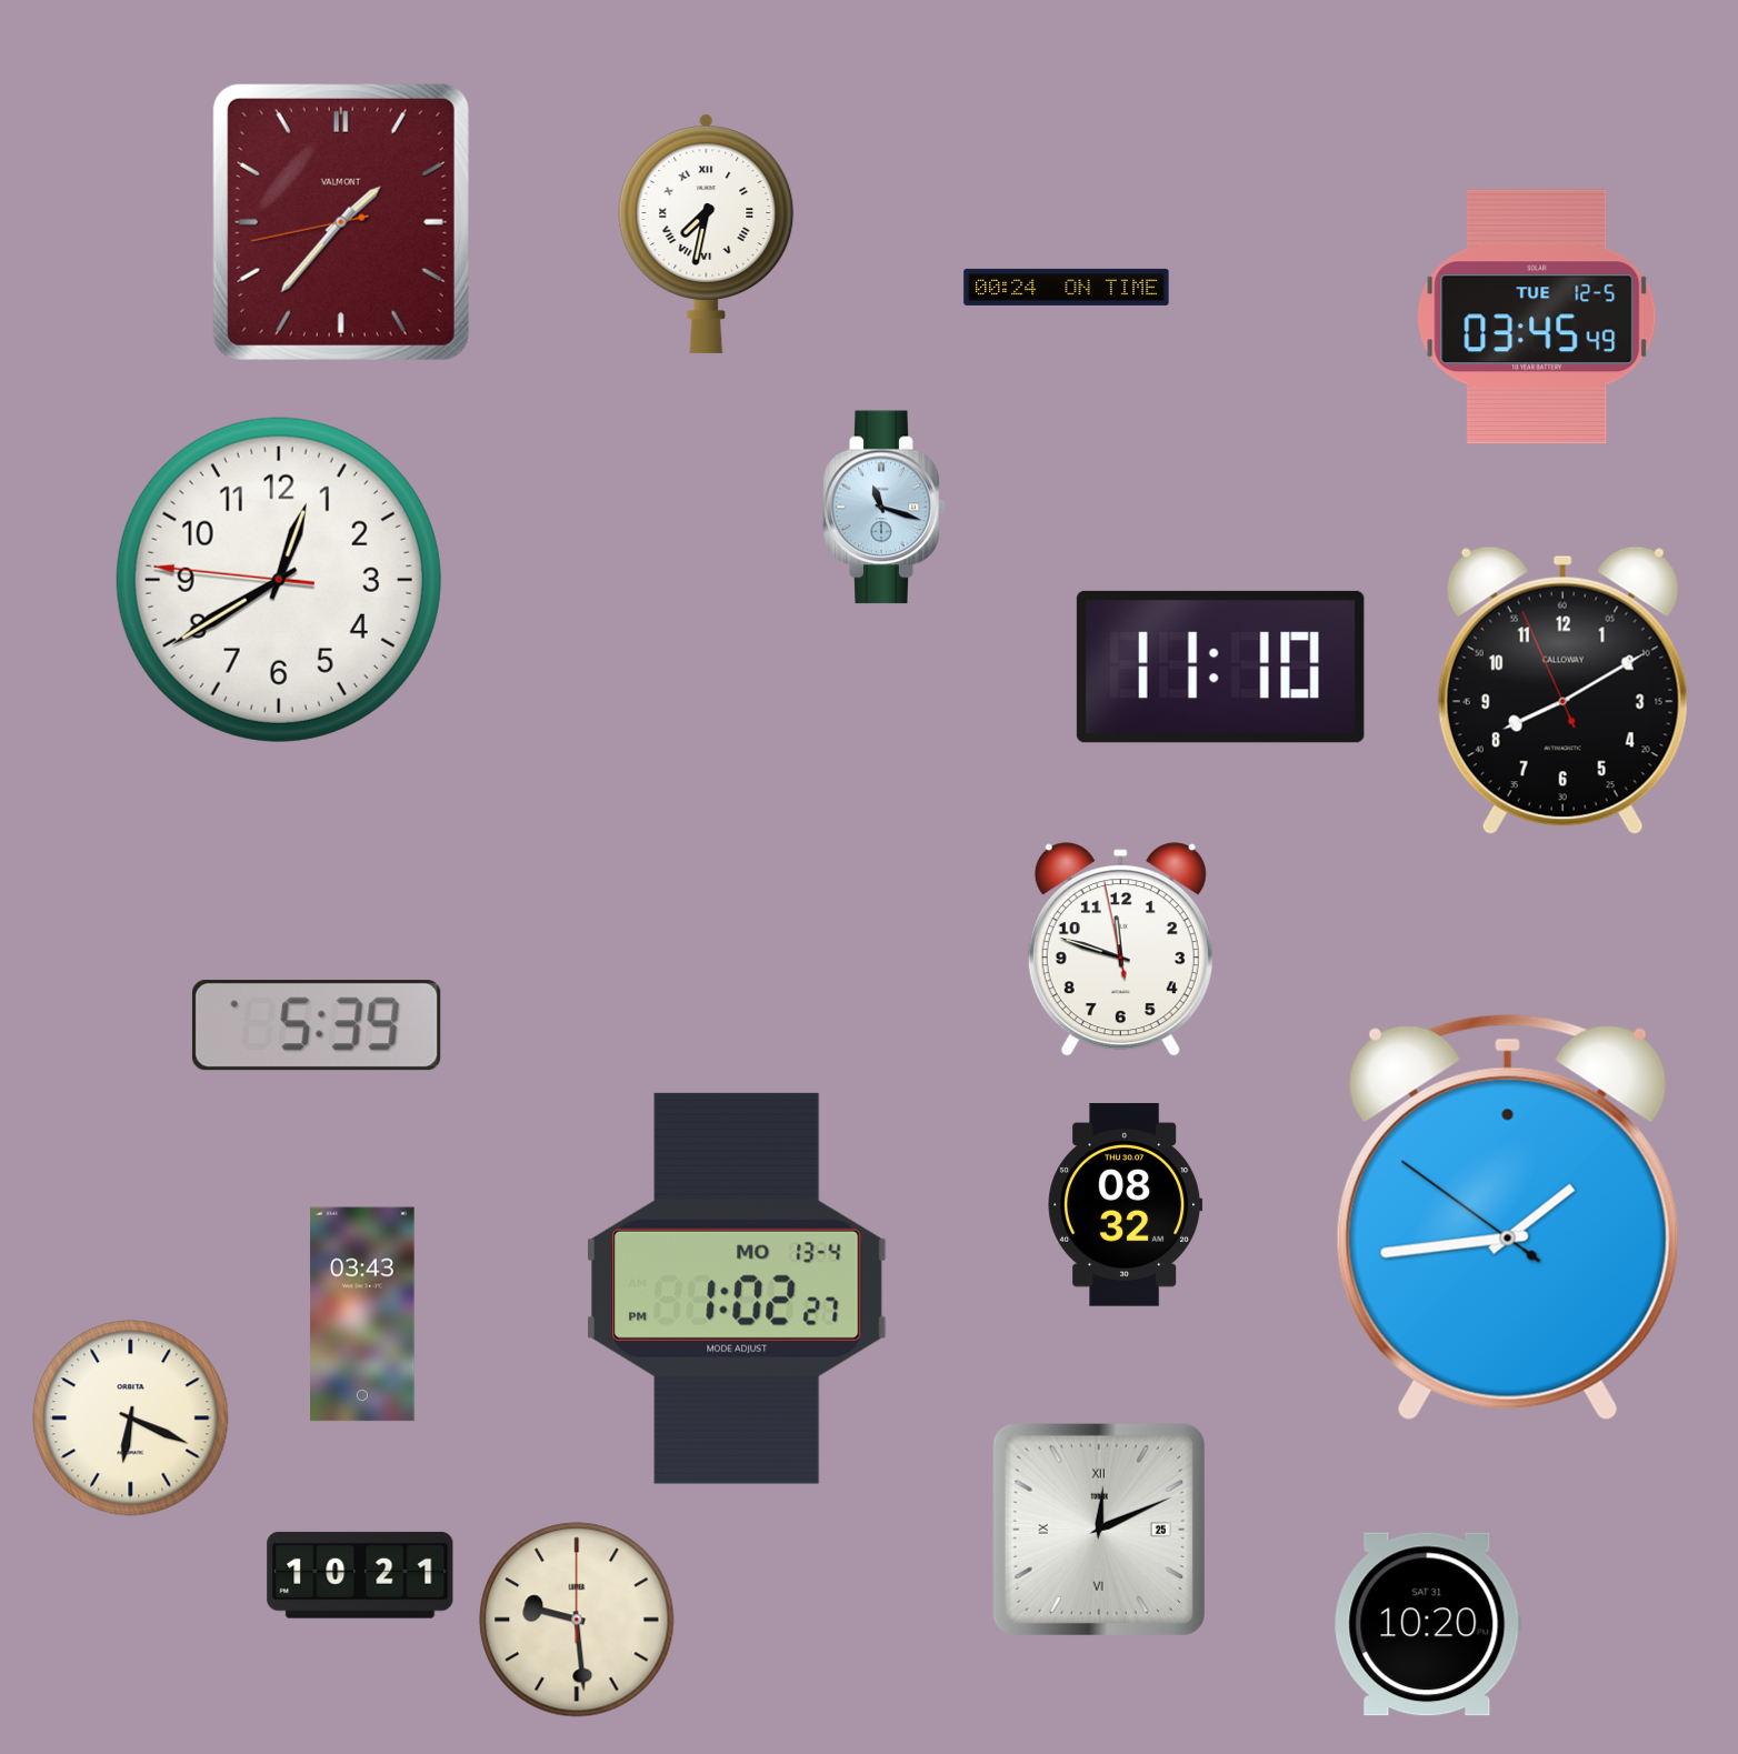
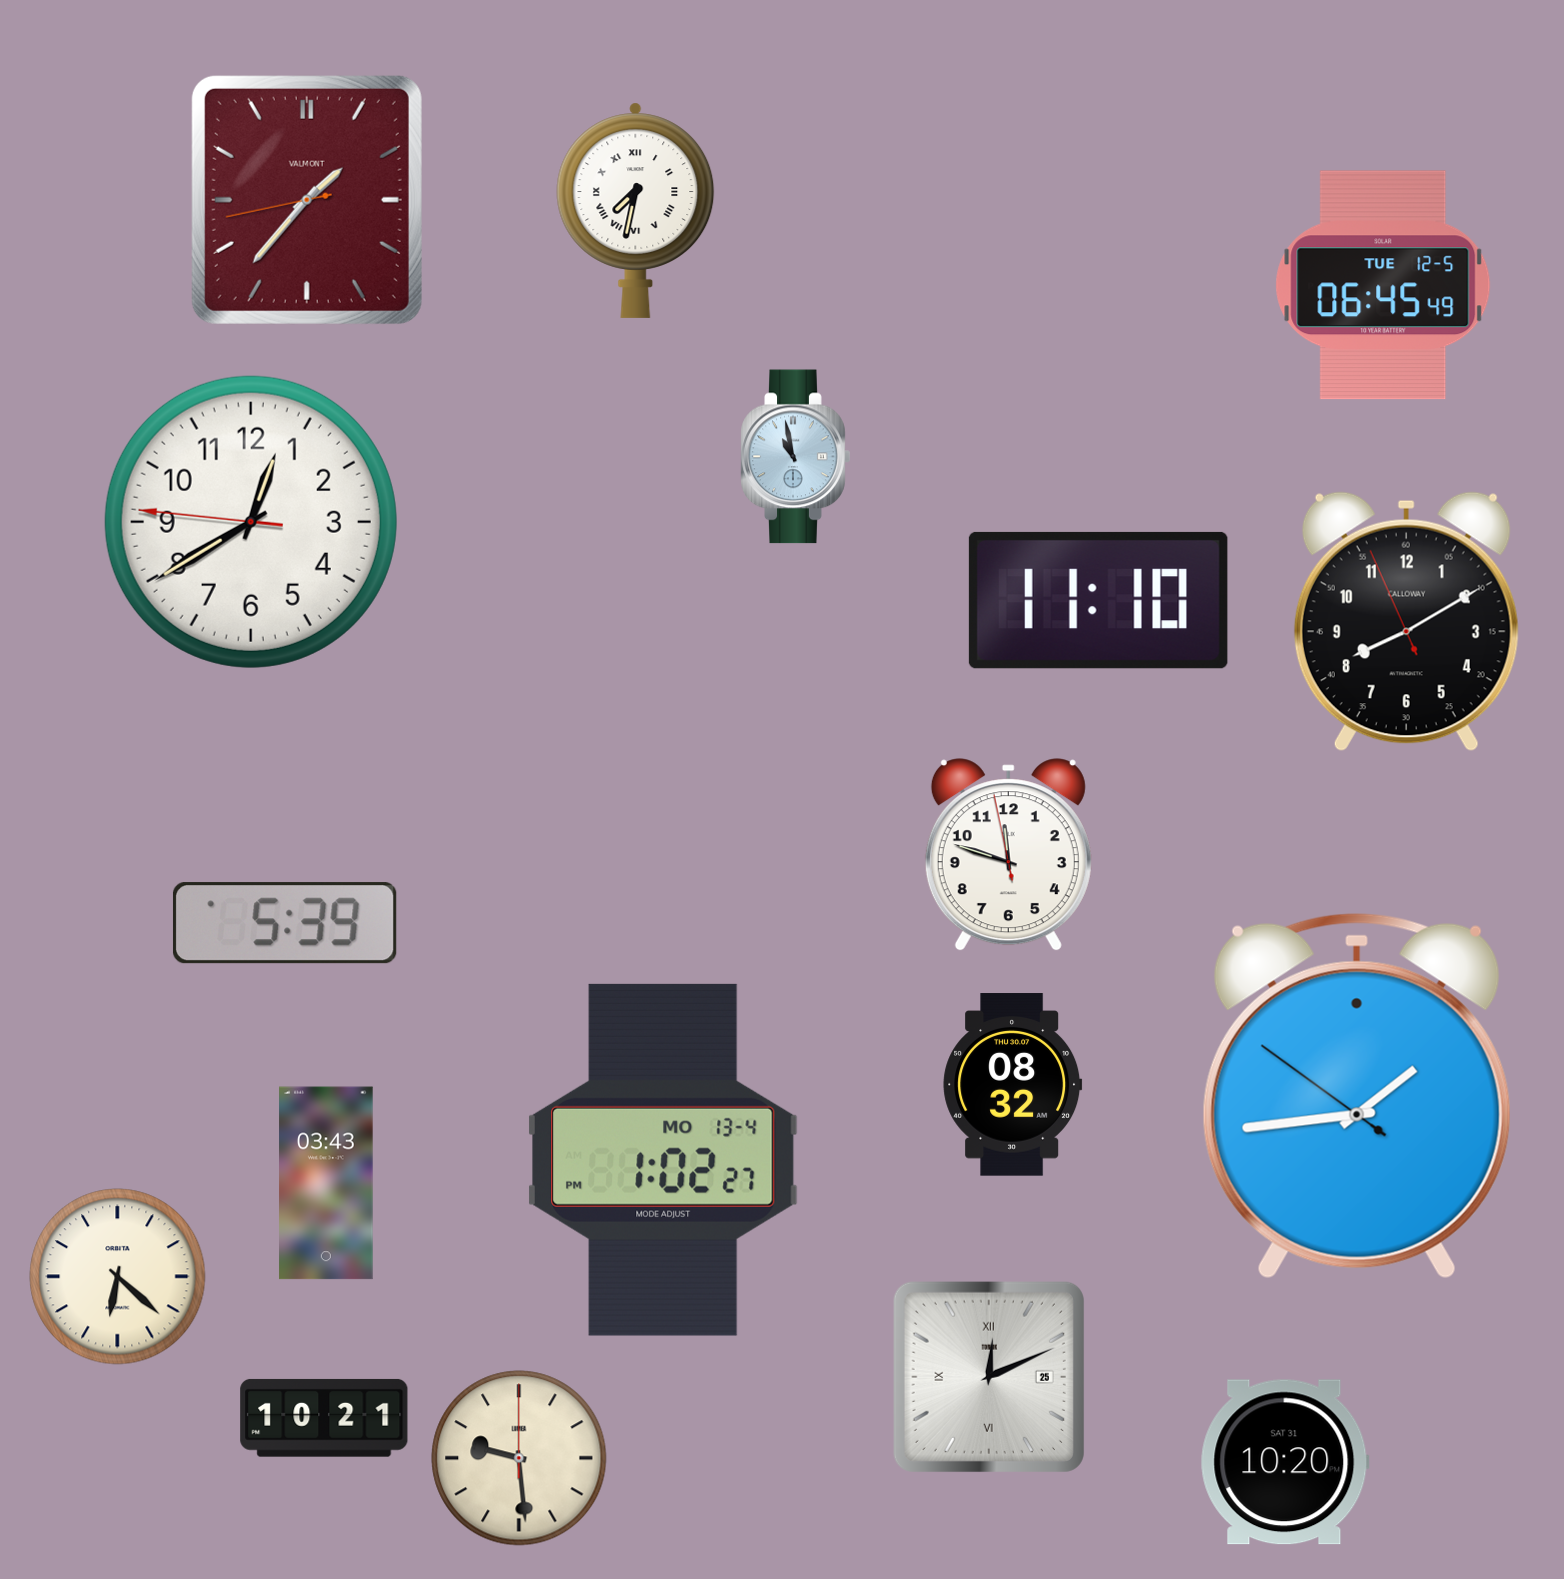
clock at (1067, 287): 00:24 -> none
clock at (1537, 317): 03:45 -> 06:45
clock at (885, 508): 11:18 -> 10:58
clock at (131, 1419): 6:19 -> 6:22
